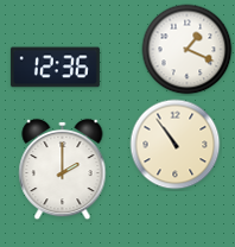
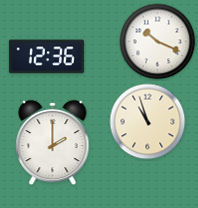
clock at (188, 50): 1:19 -> 10:19
clock at (176, 145): 10:54 -> 10:57
